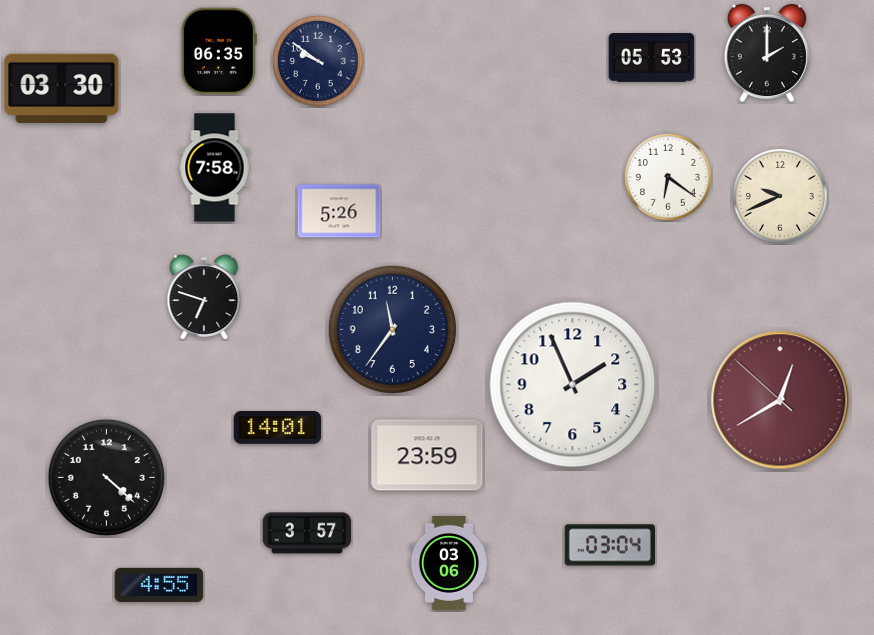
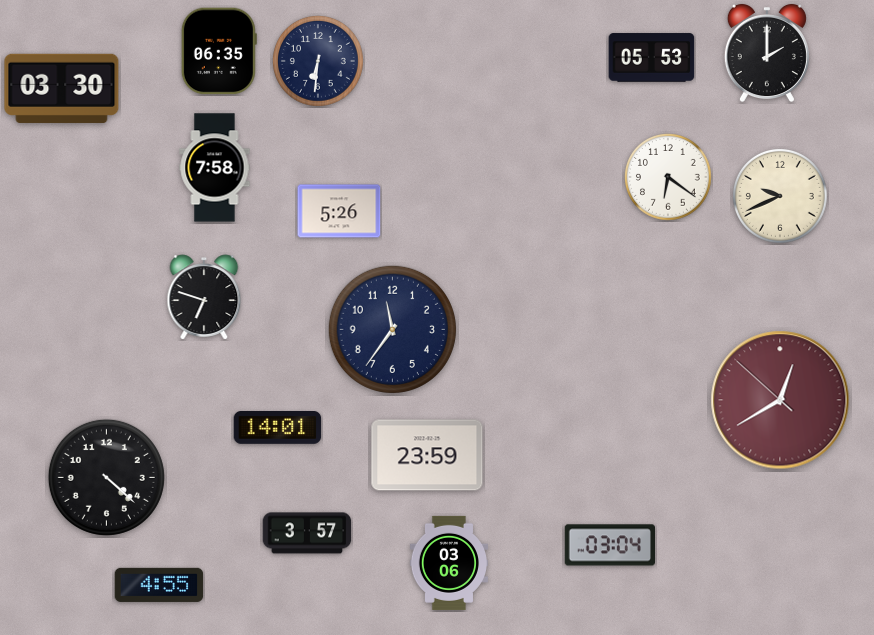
clock at (318, 61): 9:51 -> 6:31
clock at (573, 385): 1:56 -> none
